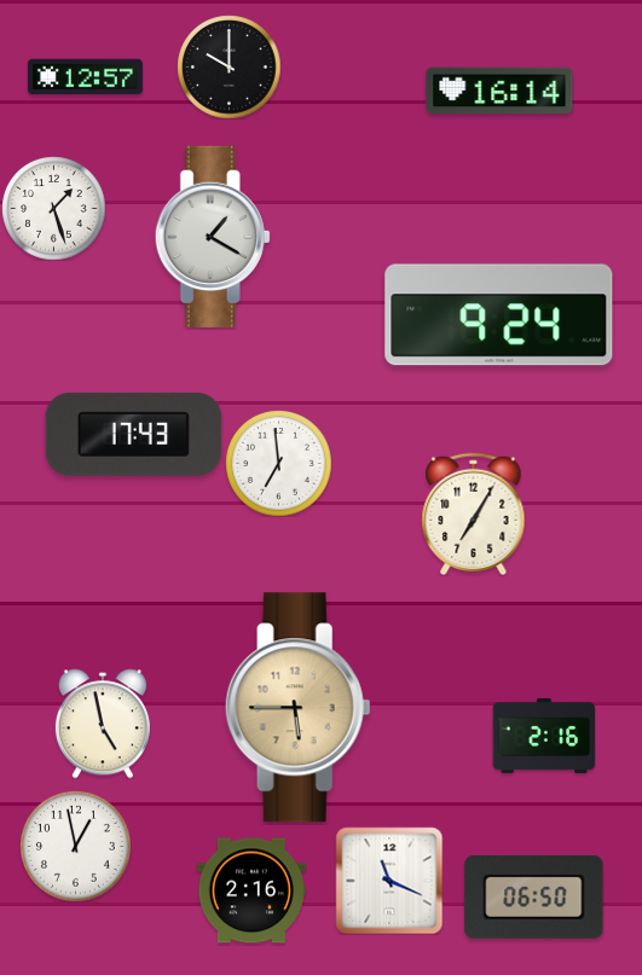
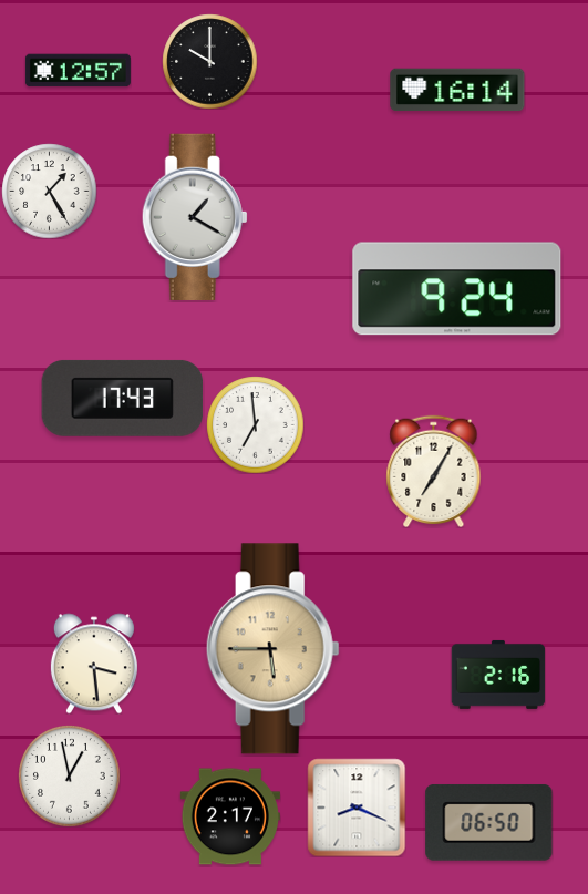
clock at (499, 91) position: (499, 91) -> (457, 90)
clock at (53, 208): 1:27 -> 1:25
clock at (103, 724): 4:58 -> 3:29
clock at (389, 881): 11:19 -> 8:19
clock at (251, 890): 2:16 -> 2:17
